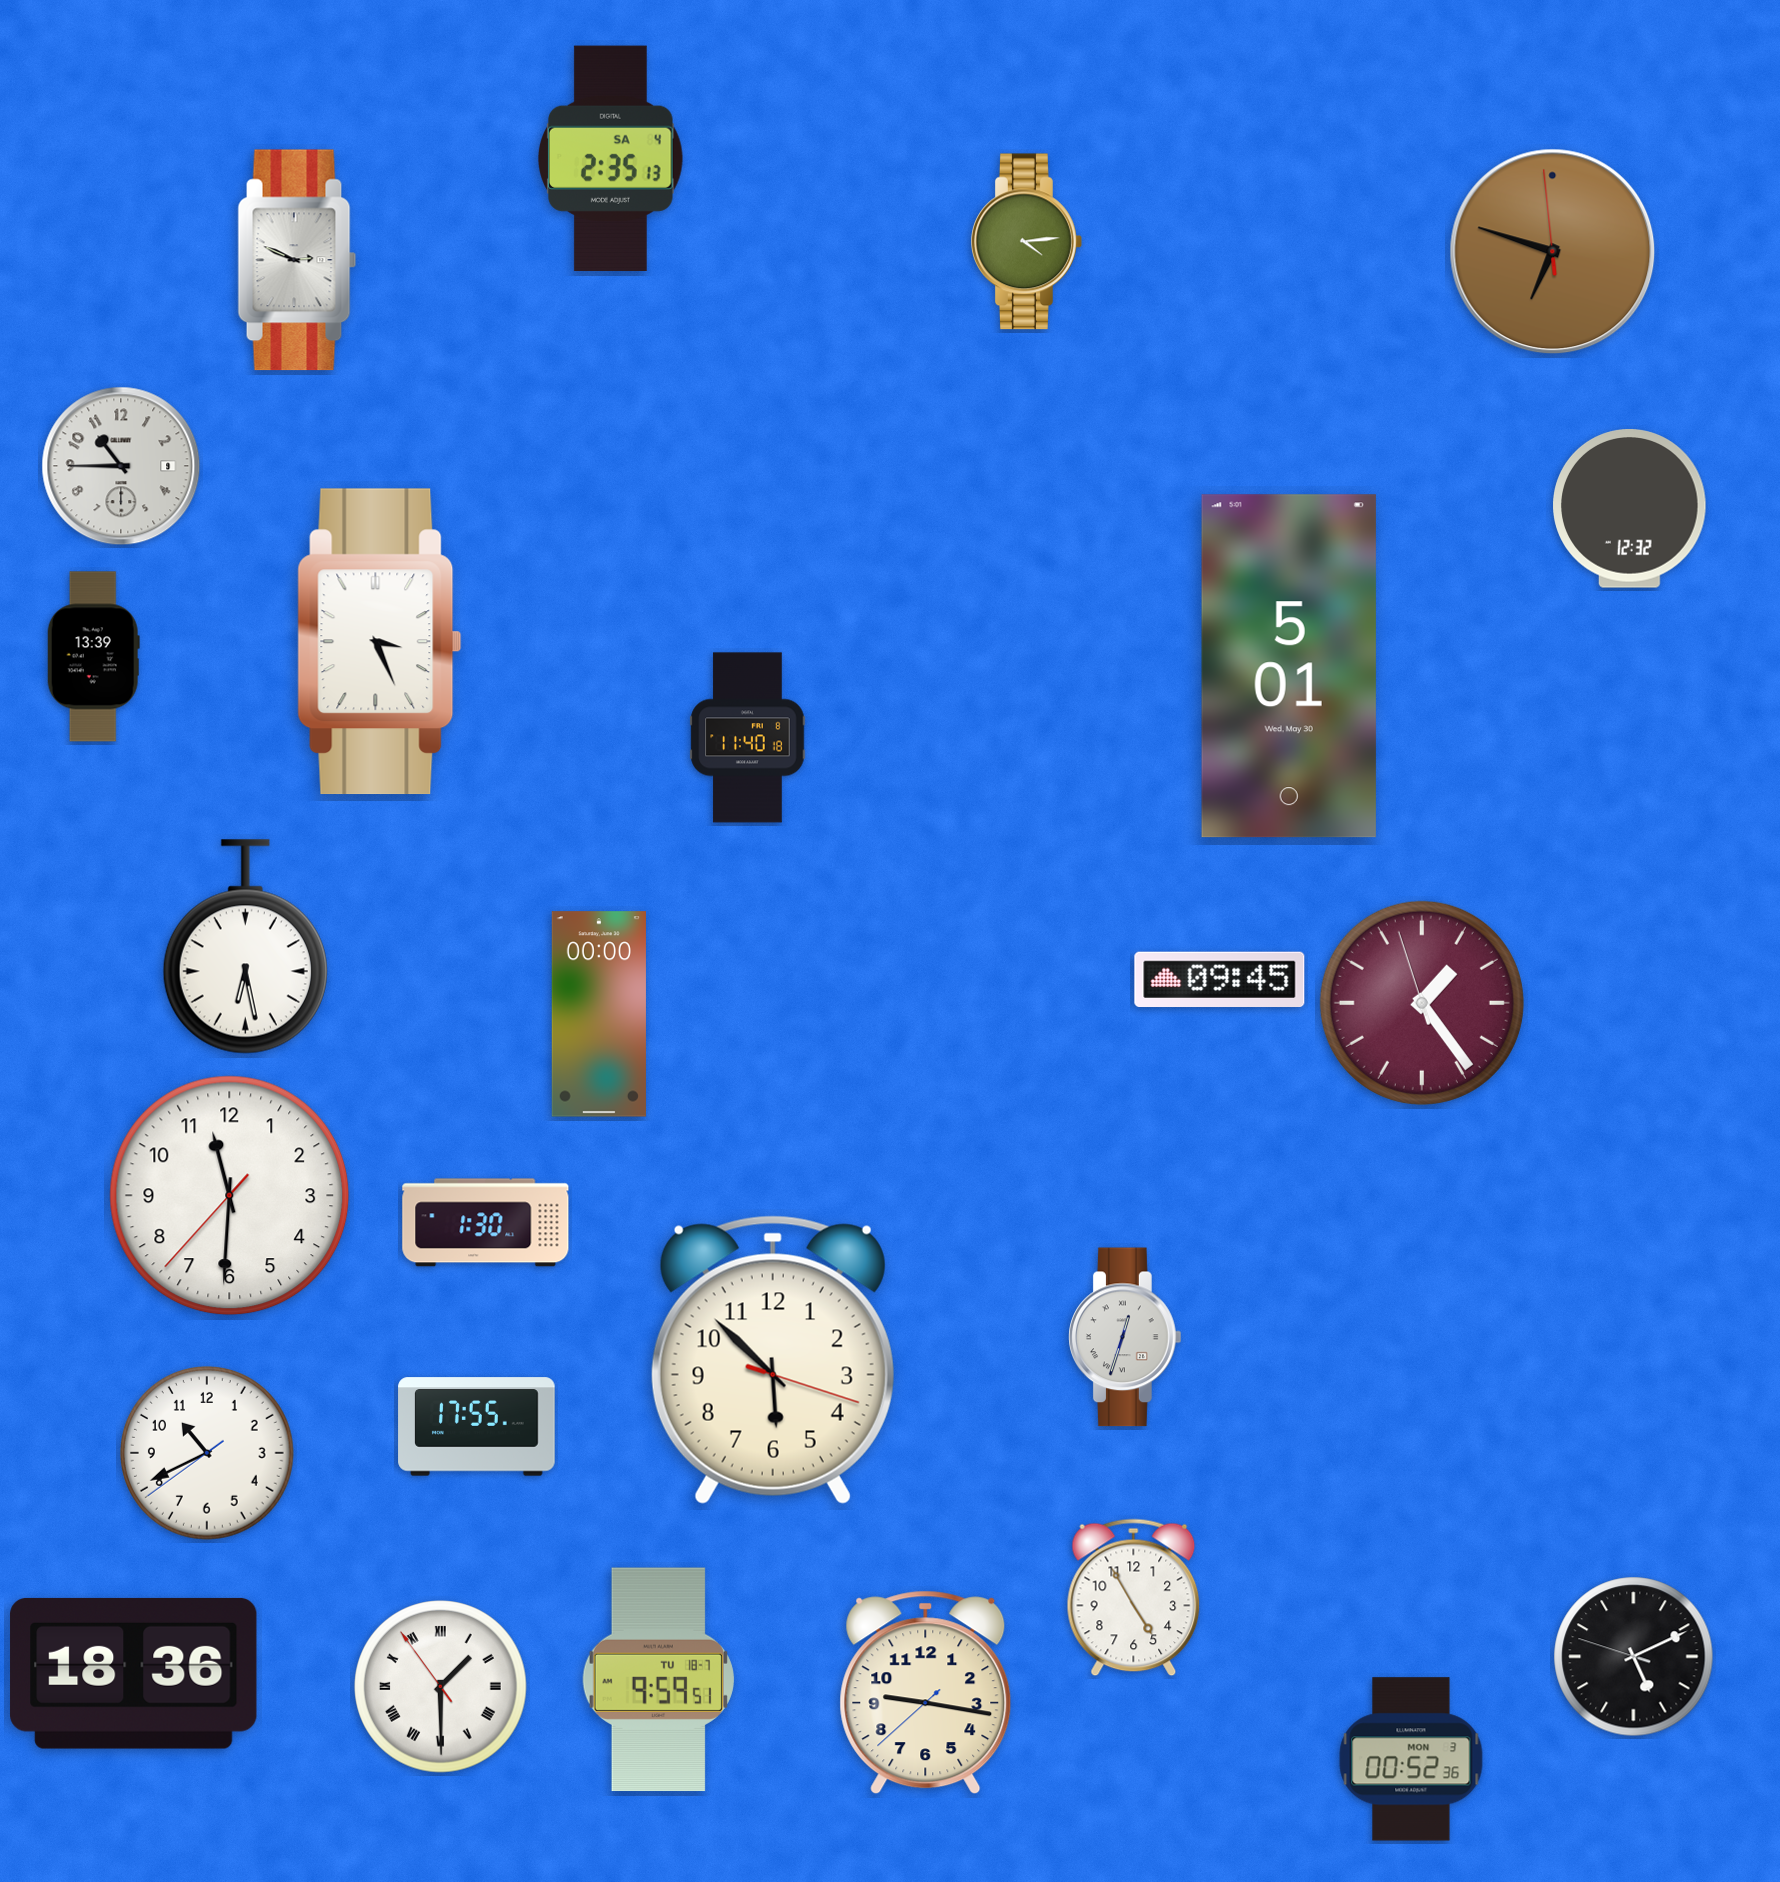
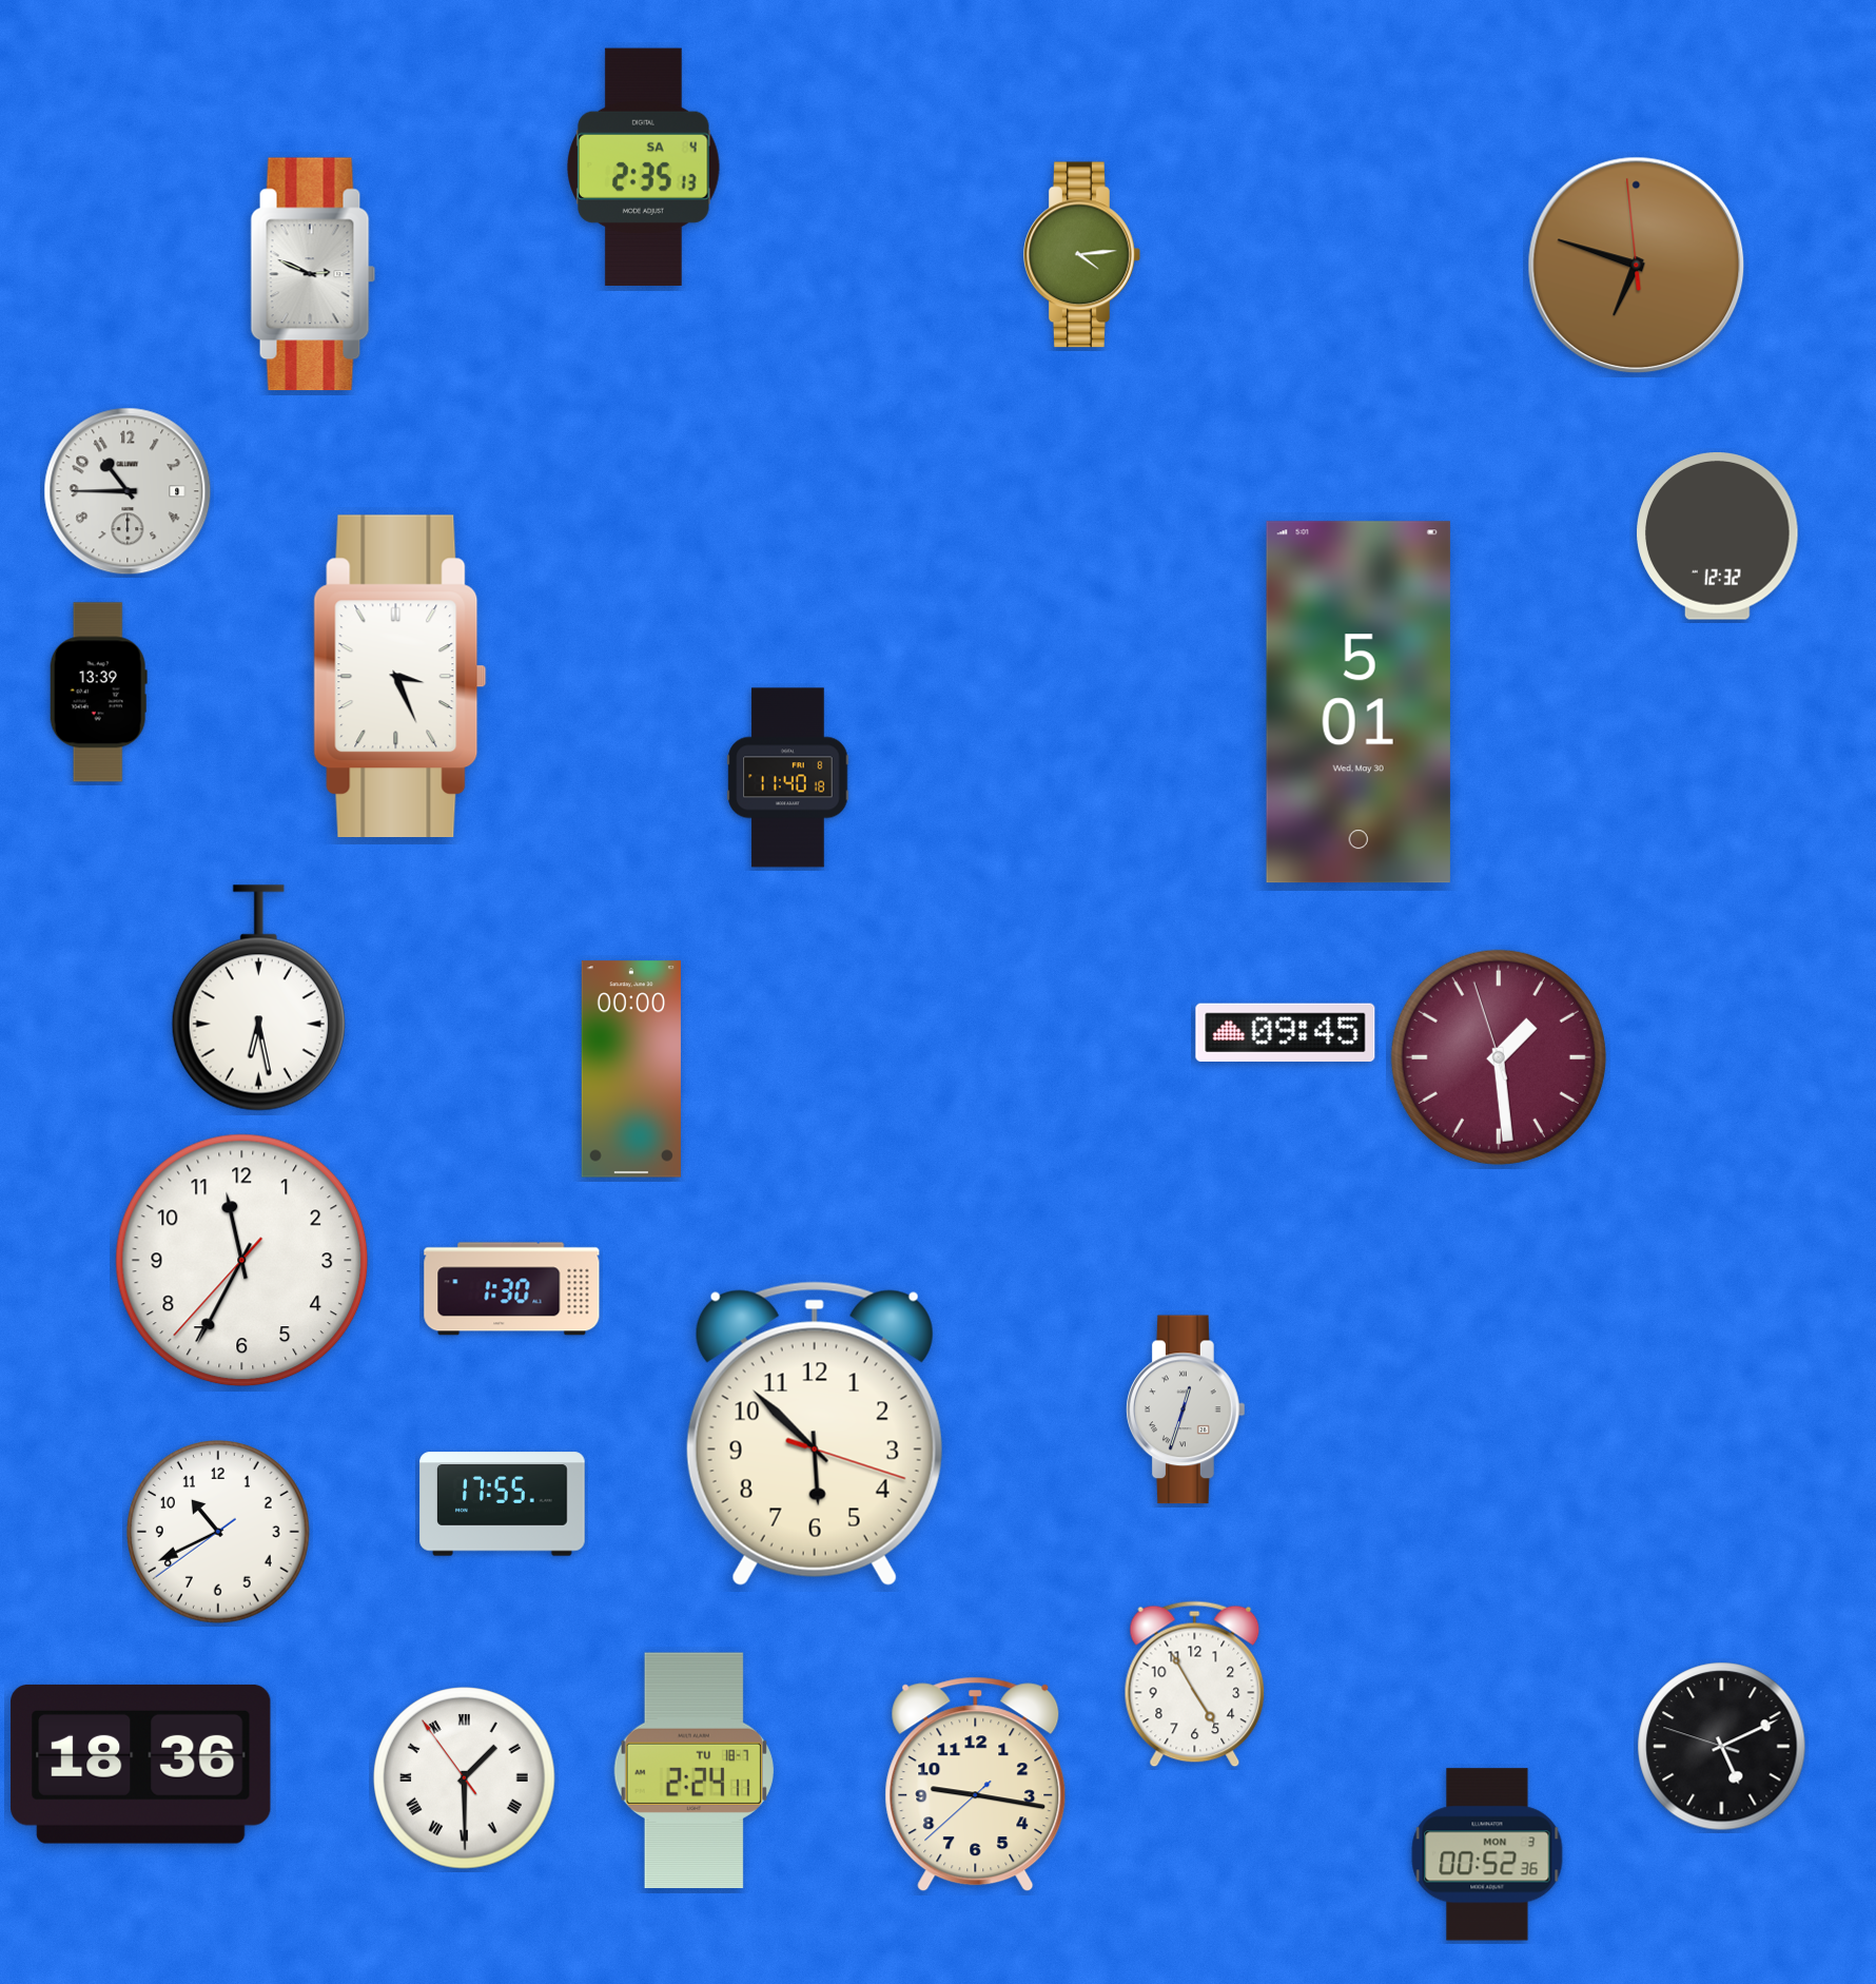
clock at (1422, 1003): 1:23 -> 1:28
clock at (230, 1196): 11:30 -> 11:34
clock at (658, 1680): 9:59 -> 2:24
